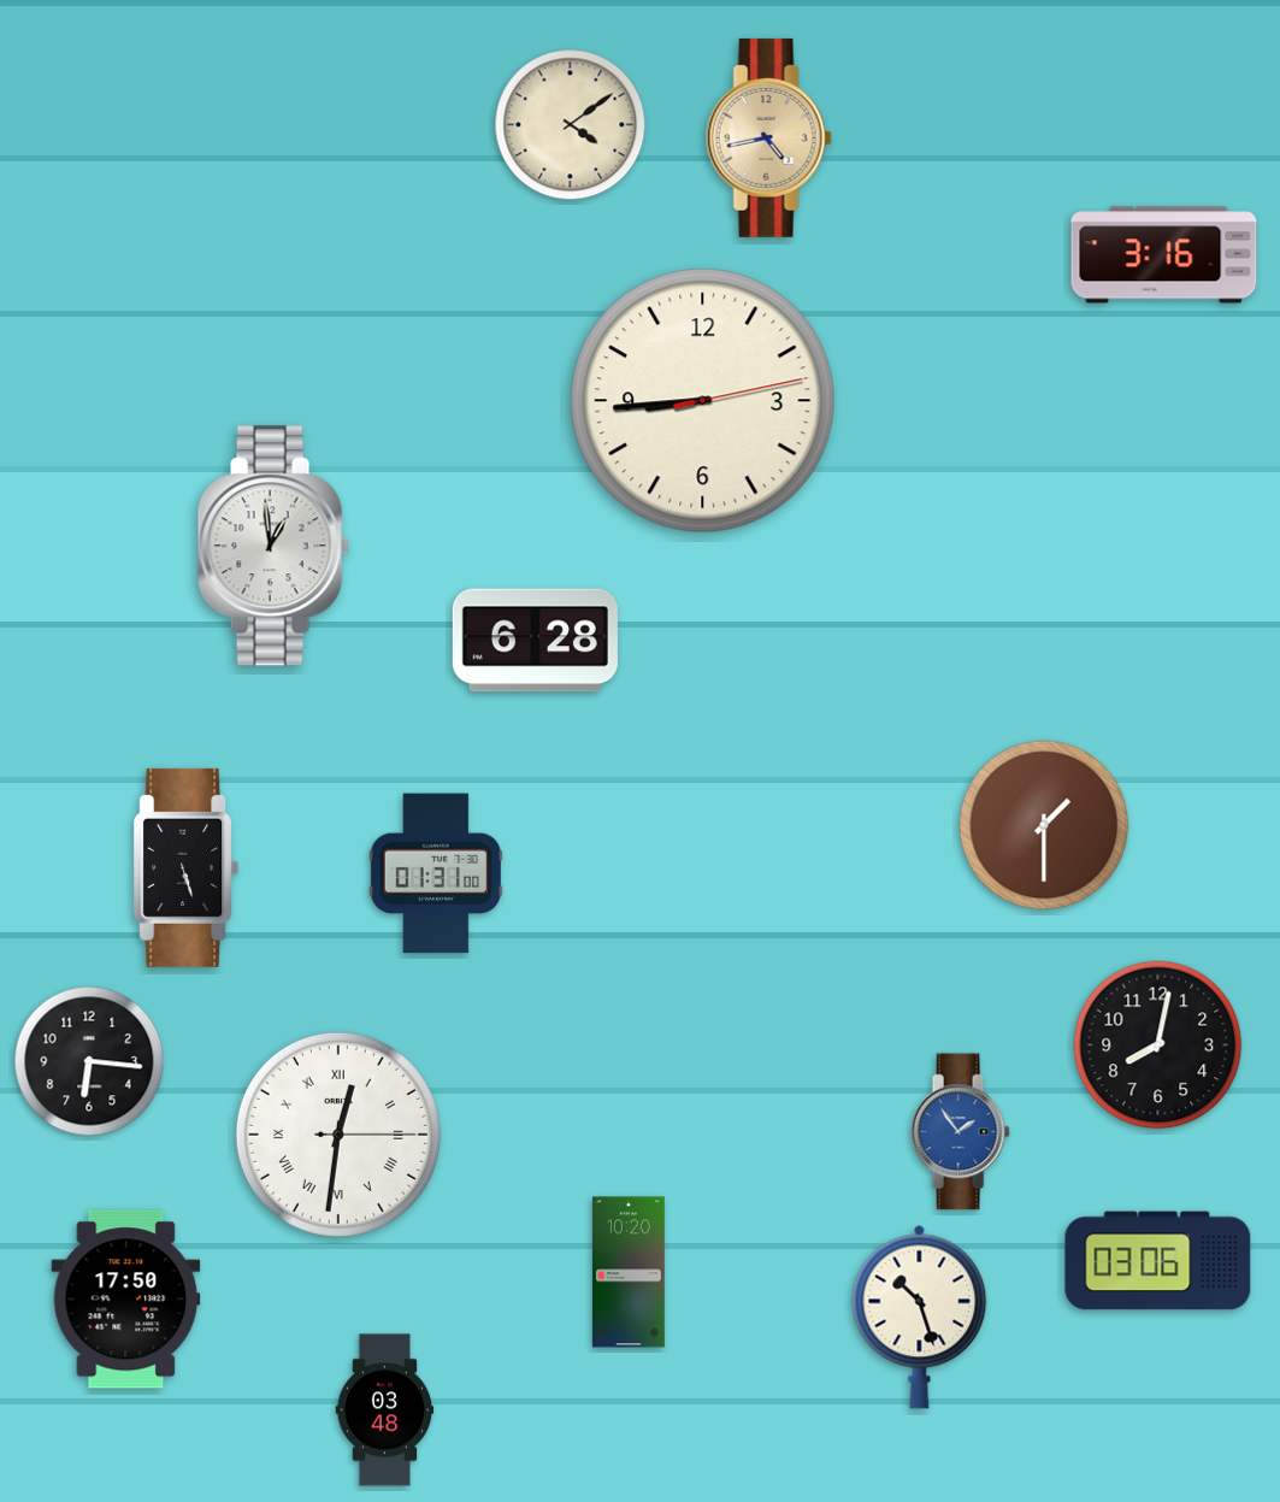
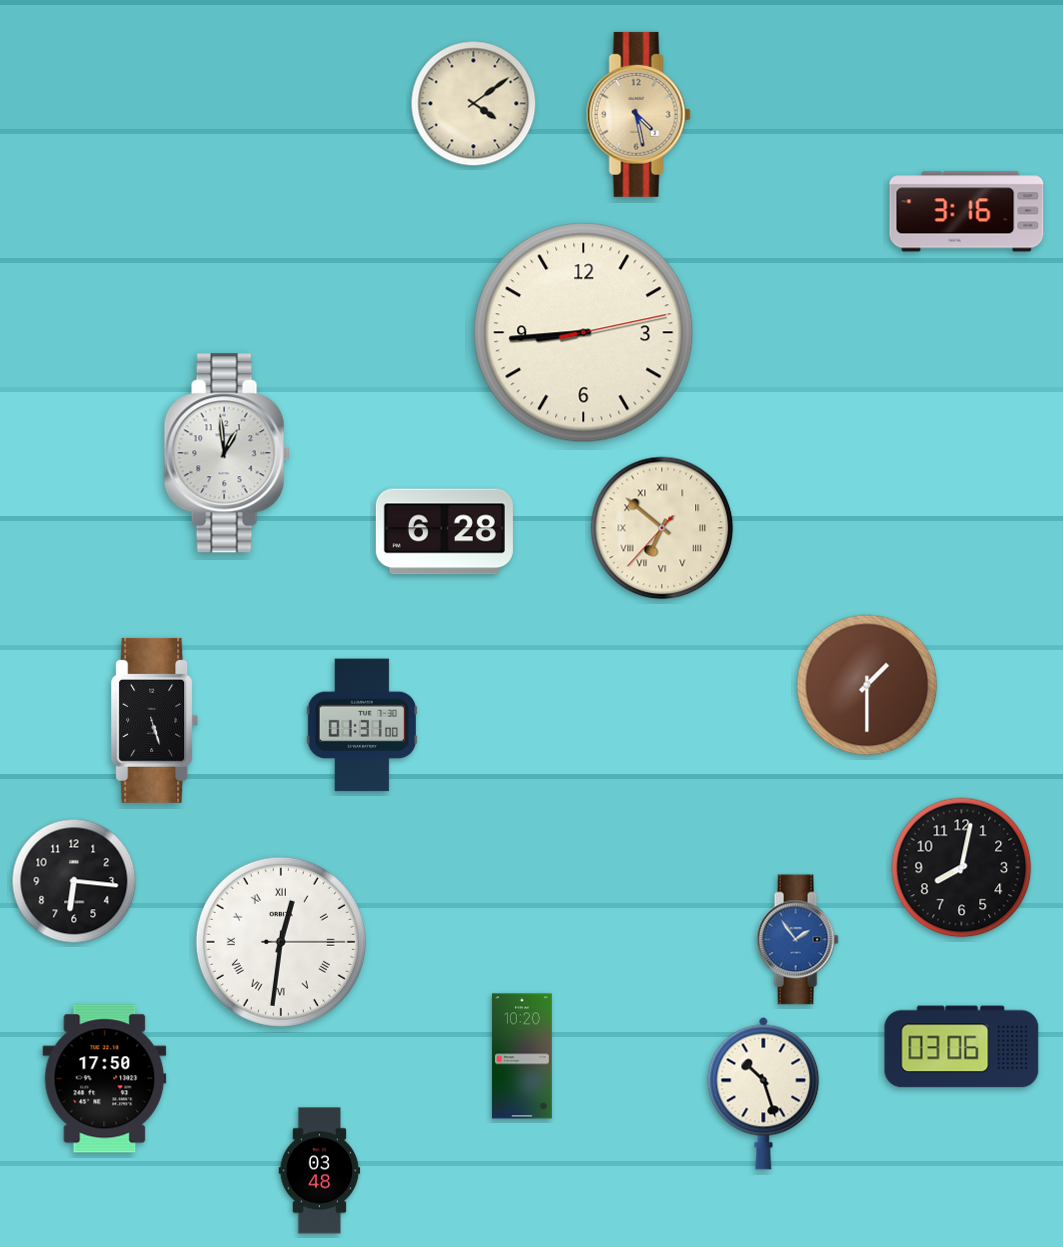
clock at (768, 137): 4:43 -> 4:28
clock at (662, 528): none -> 6:51
